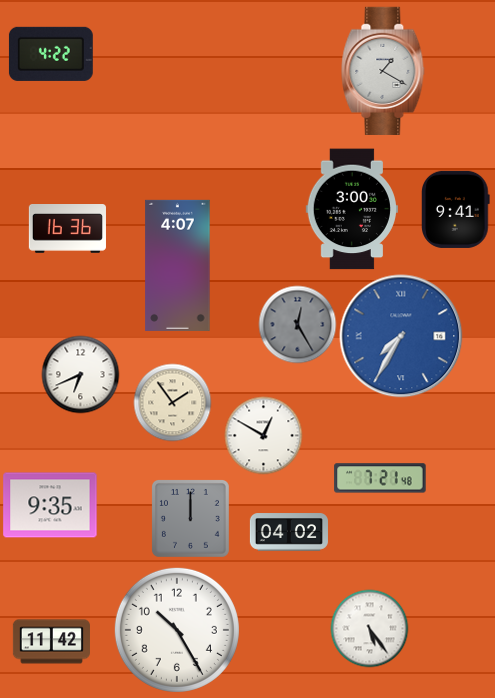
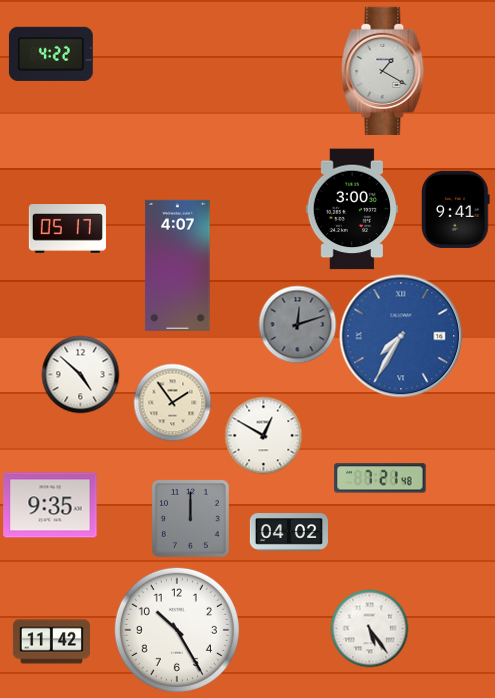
clock at (67, 229): 16:36 -> 05:17
clock at (297, 324): 12:25 -> 12:12
clock at (80, 374): 6:41 -> 4:52
